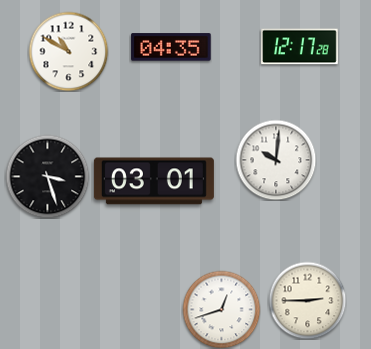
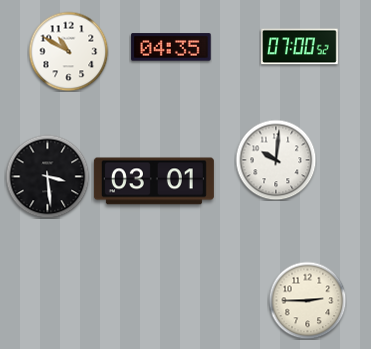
clock at (300, 47): 12:17 -> 07:00
clock at (47, 176): 3:27 -> 3:29
clock at (221, 309): 12:42 -> none
